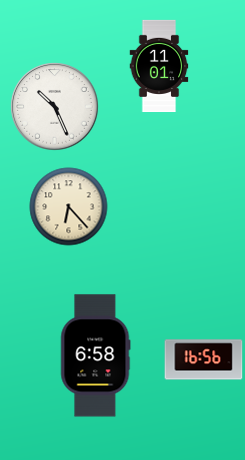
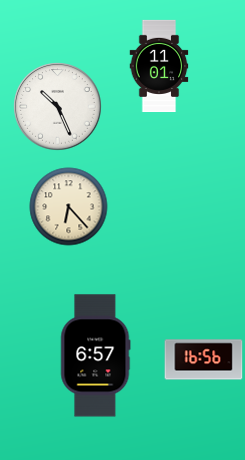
clock at (54, 106) position: (54, 106) -> (57, 106)
clock at (96, 356): 6:58 -> 6:57
